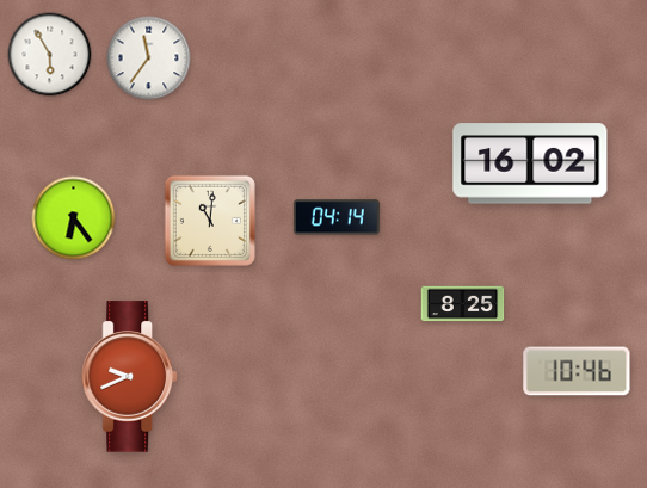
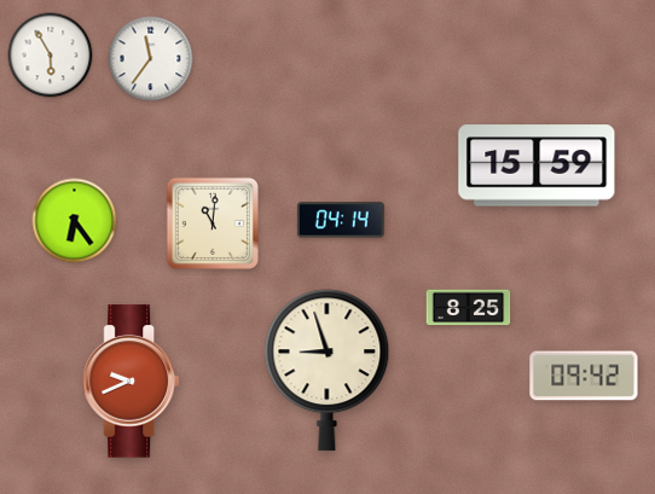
clock at (530, 163): 16:02 -> 15:59
clock at (327, 371): none -> 8:57
clock at (577, 371): 10:46 -> 09:42
